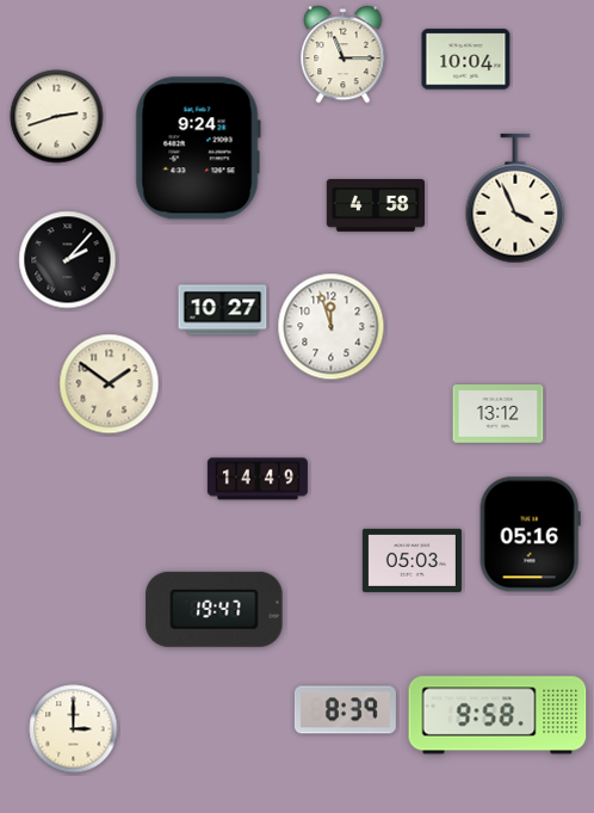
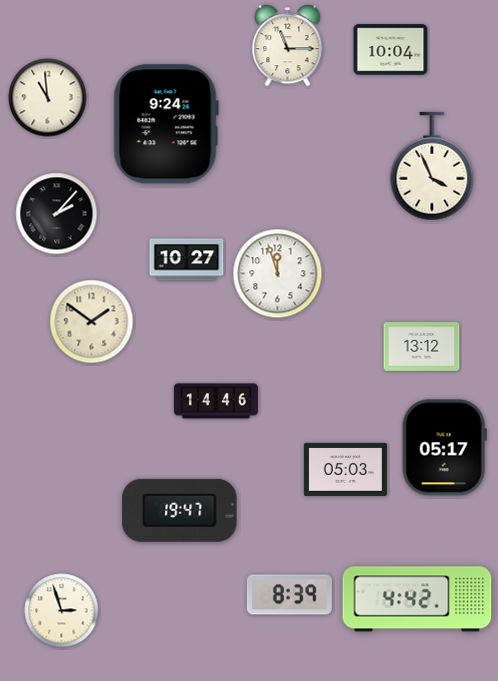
clock at (57, 117): 2:42 -> 10:59
clock at (375, 207): 4:58 -> none
clock at (68, 260) position: (68, 260) -> (57, 214)
clock at (499, 414) position: (499, 414) -> (422, 347)
clock at (258, 479): 14:49 -> 14:46
clock at (530, 535): 05:16 -> 05:17
clock at (497, 715): 9:58 -> 4:42
clock at (74, 729): 3:00 -> 2:57
